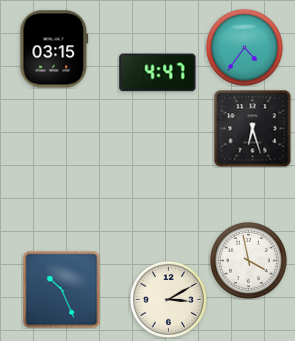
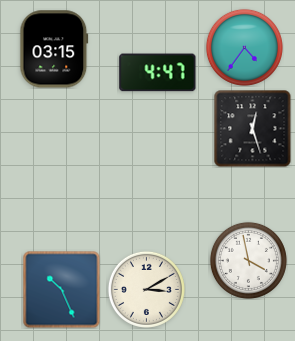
clock at (252, 128): 6:27 -> 12:27
clock at (168, 299) position: (168, 299) -> (146, 289)
